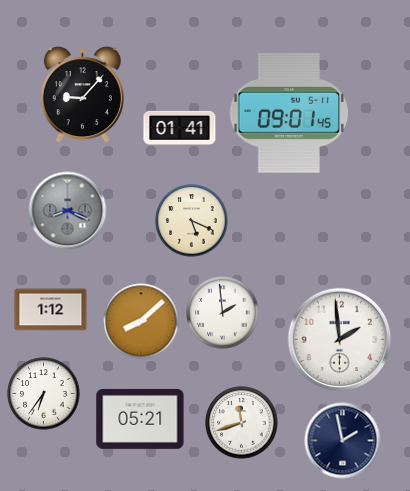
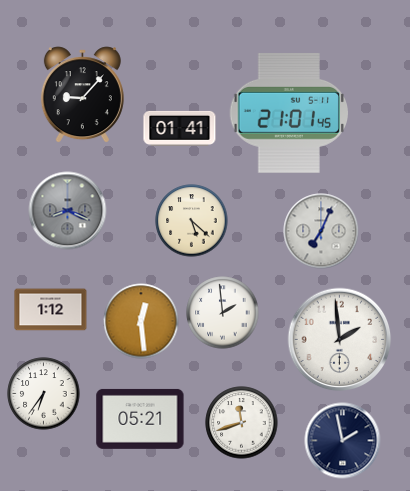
clock at (289, 113): 09:01 -> 21:01
clock at (192, 221): 5:19 -> 5:22
clock at (321, 231): none -> 7:04
clock at (141, 321): 8:08 -> 12:29
